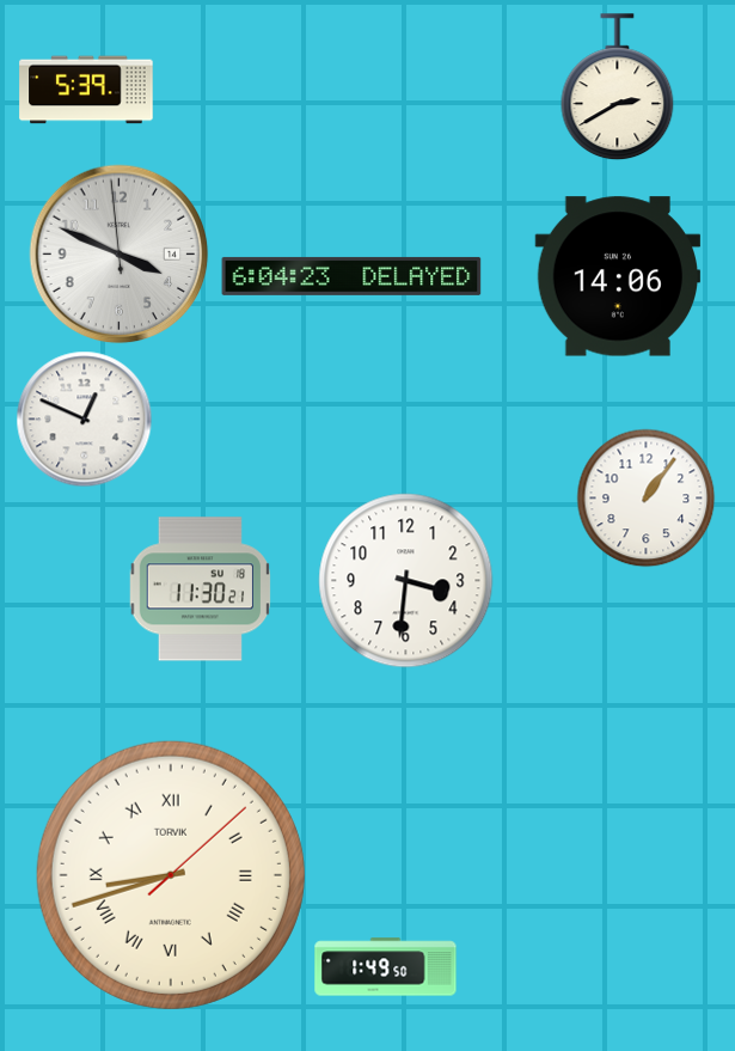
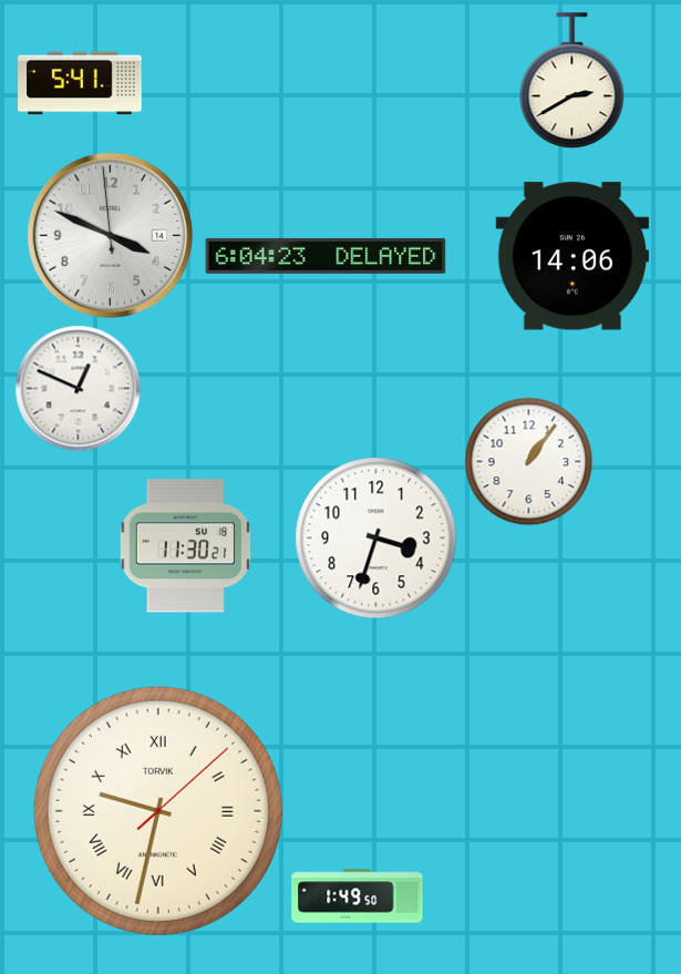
clock at (86, 90): 5:39 -> 5:41
clock at (647, 499) position: (647, 499) -> (529, 462)
clock at (406, 581): 3:31 -> 3:33
clock at (171, 875): 8:42 -> 9:32
